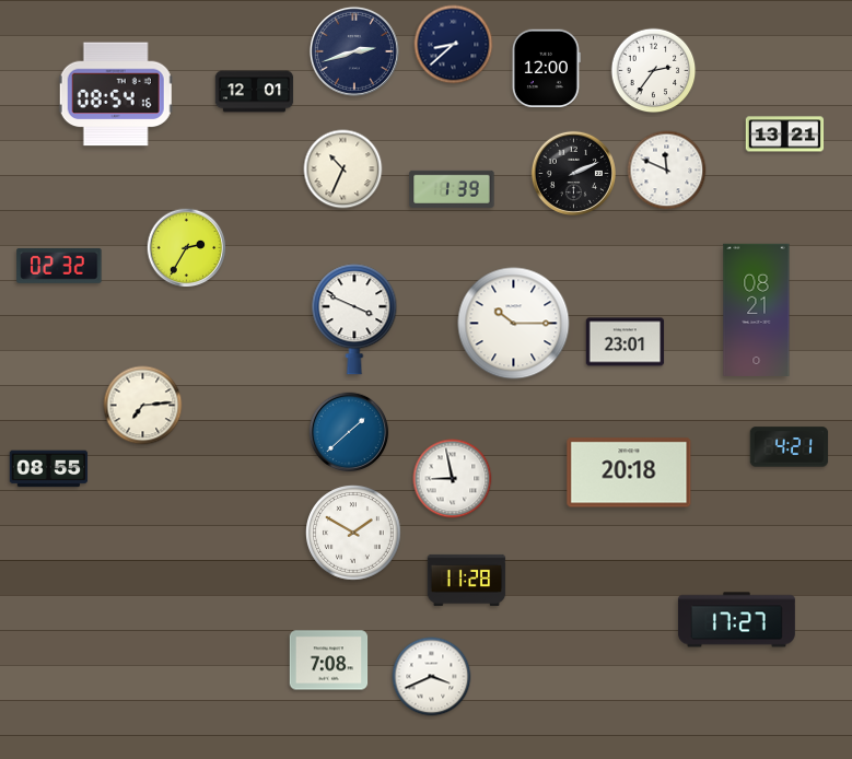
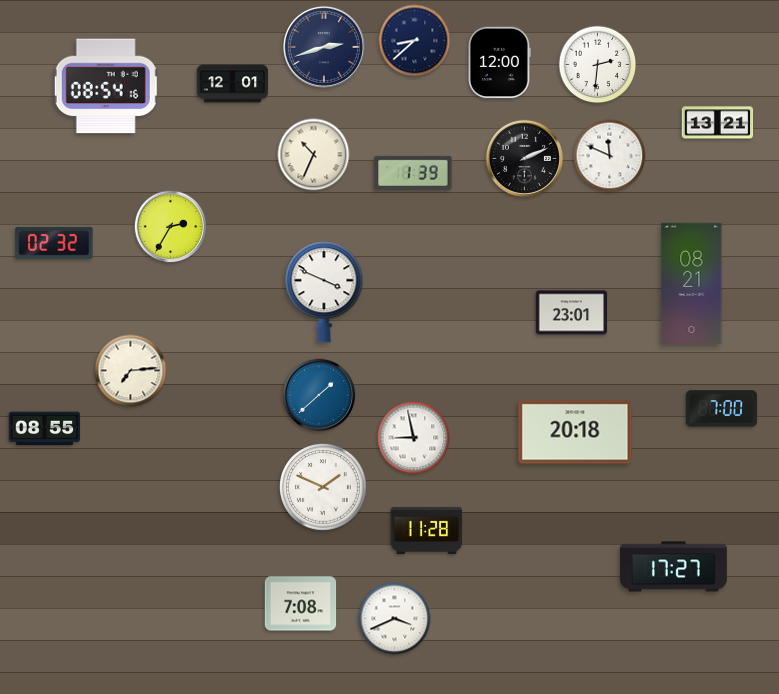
clock at (654, 71): 2:36 -> 2:31
clock at (514, 324): 10:15 -> none
clock at (790, 447): 4:21 -> 7:00
clock at (354, 534): 1:50 -> 1:49
